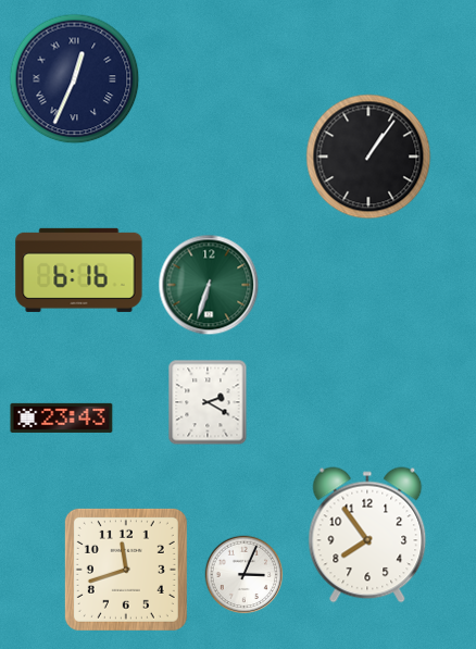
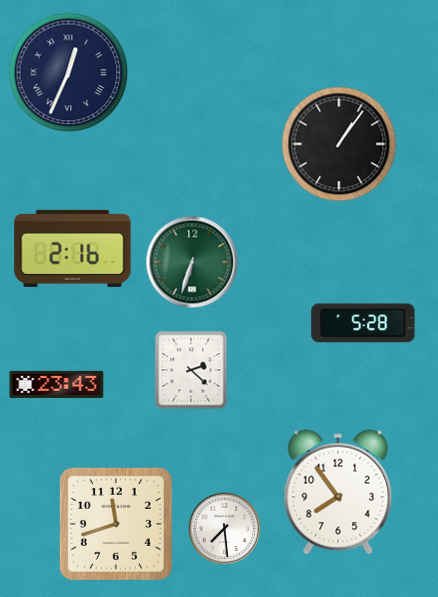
clock at (79, 270): 6:16 -> 2:16
clock at (363, 323): none -> 5:28
clock at (208, 402): 2:20 -> 2:22
clock at (245, 575): 3:04 -> 7:29
